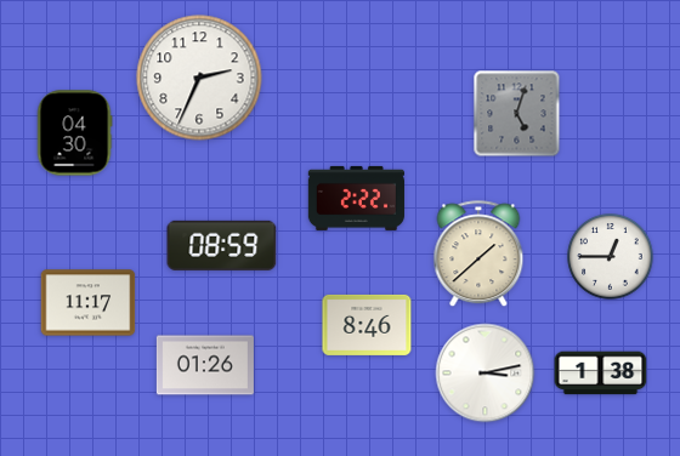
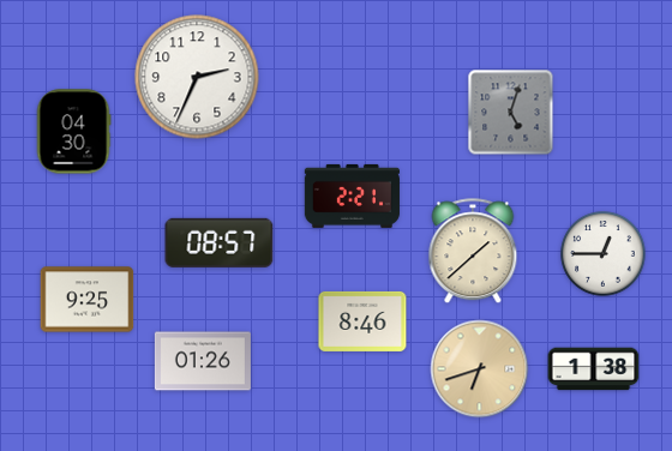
clock at (356, 198): 2:22 -> 2:21
clock at (222, 245): 08:59 -> 08:57
clock at (89, 303): 11:17 -> 9:25
clock at (486, 374): 3:13 -> 6:42
clock at (486, 374) dial: white -> champagne
